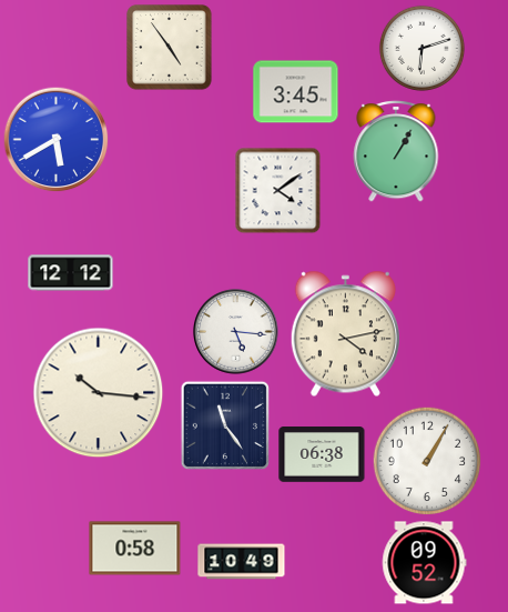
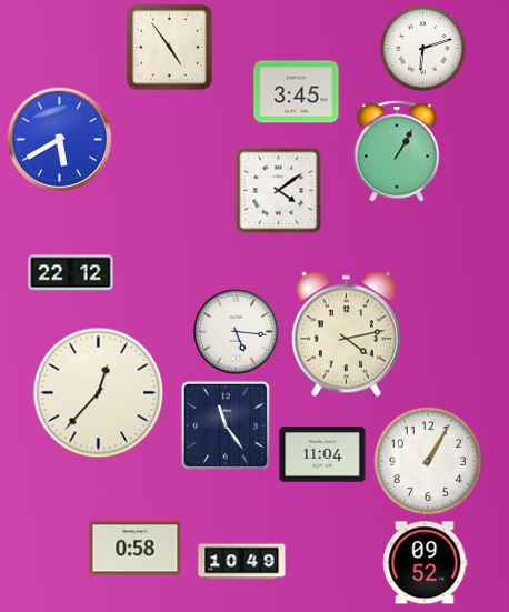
clock at (55, 139) position: (55, 139) -> (59, 139)
clock at (71, 273): 12:12 -> 22:12
clock at (99, 393): 10:16 -> 12:37
clock at (322, 455): 06:38 -> 11:04
